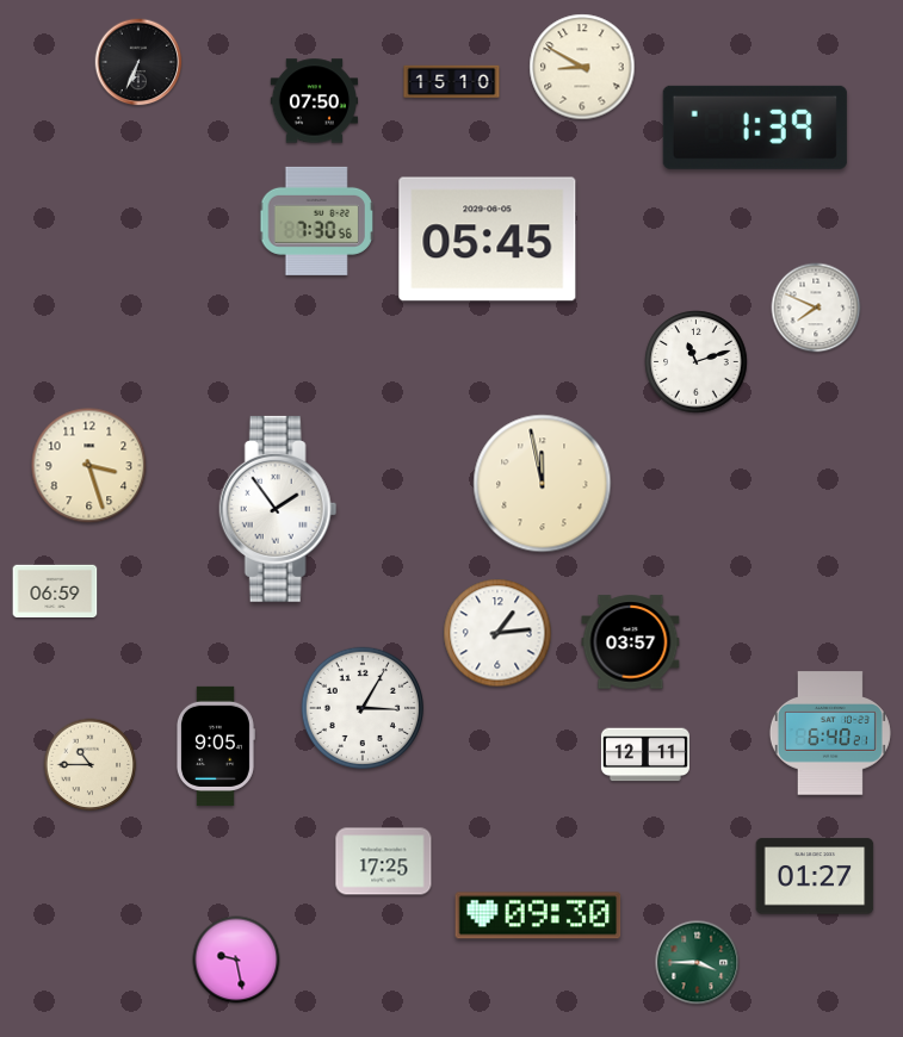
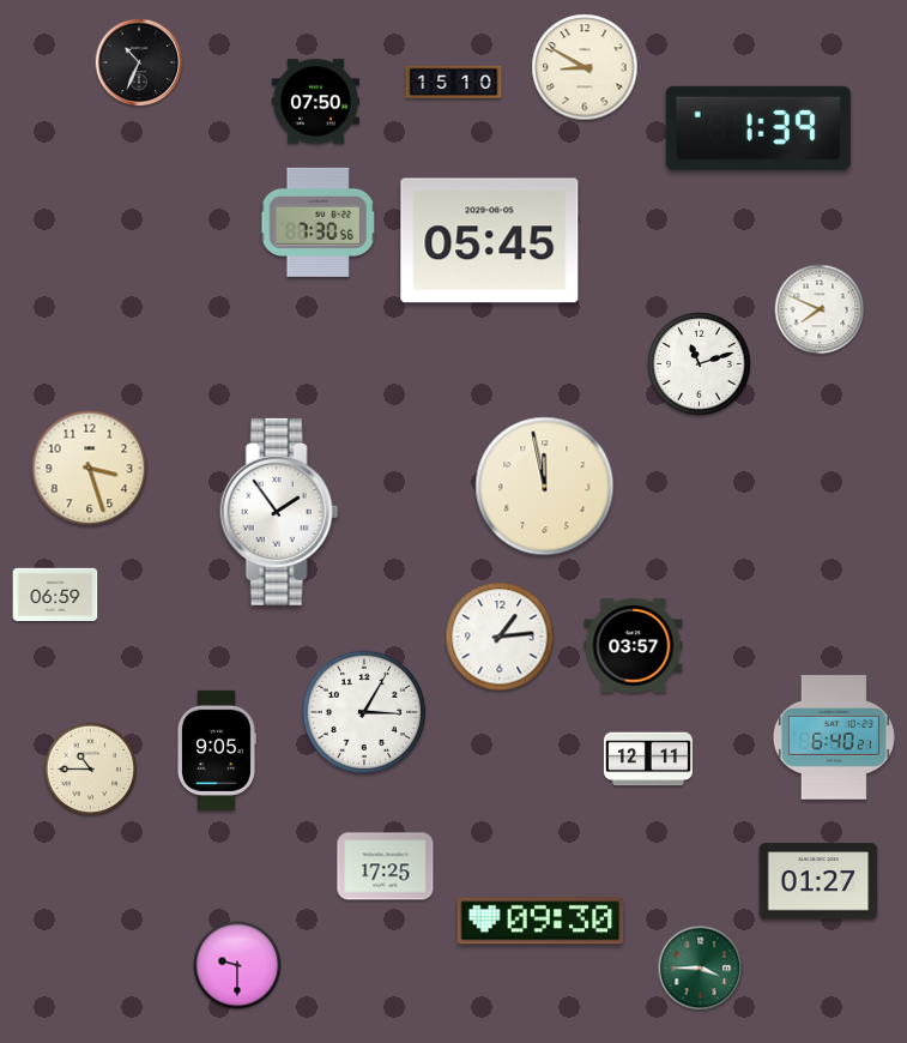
clock at (138, 62): 6:34 -> 10:34
clock at (236, 960): 9:28 -> 9:30
